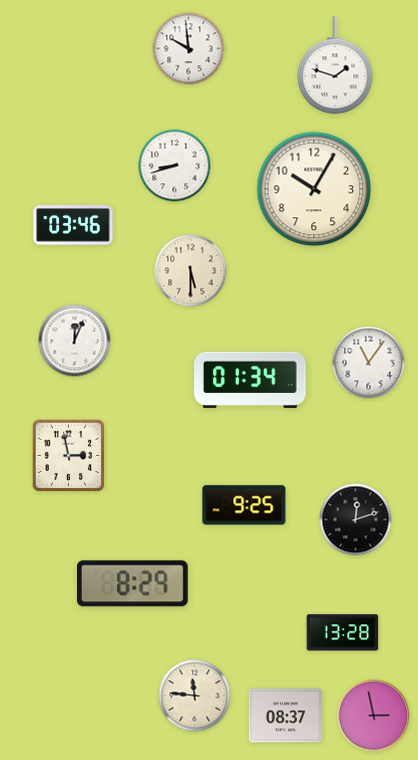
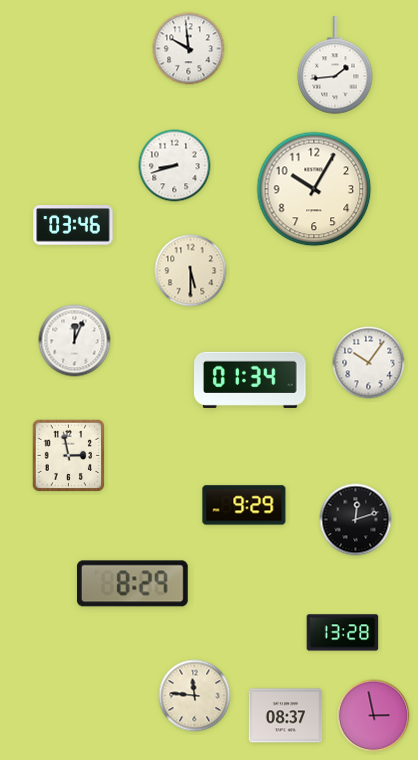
clock at (335, 65): 1:48 -> 1:44
clock at (369, 363): 11:06 -> 10:06
clock at (244, 505): 9:25 -> 9:29
